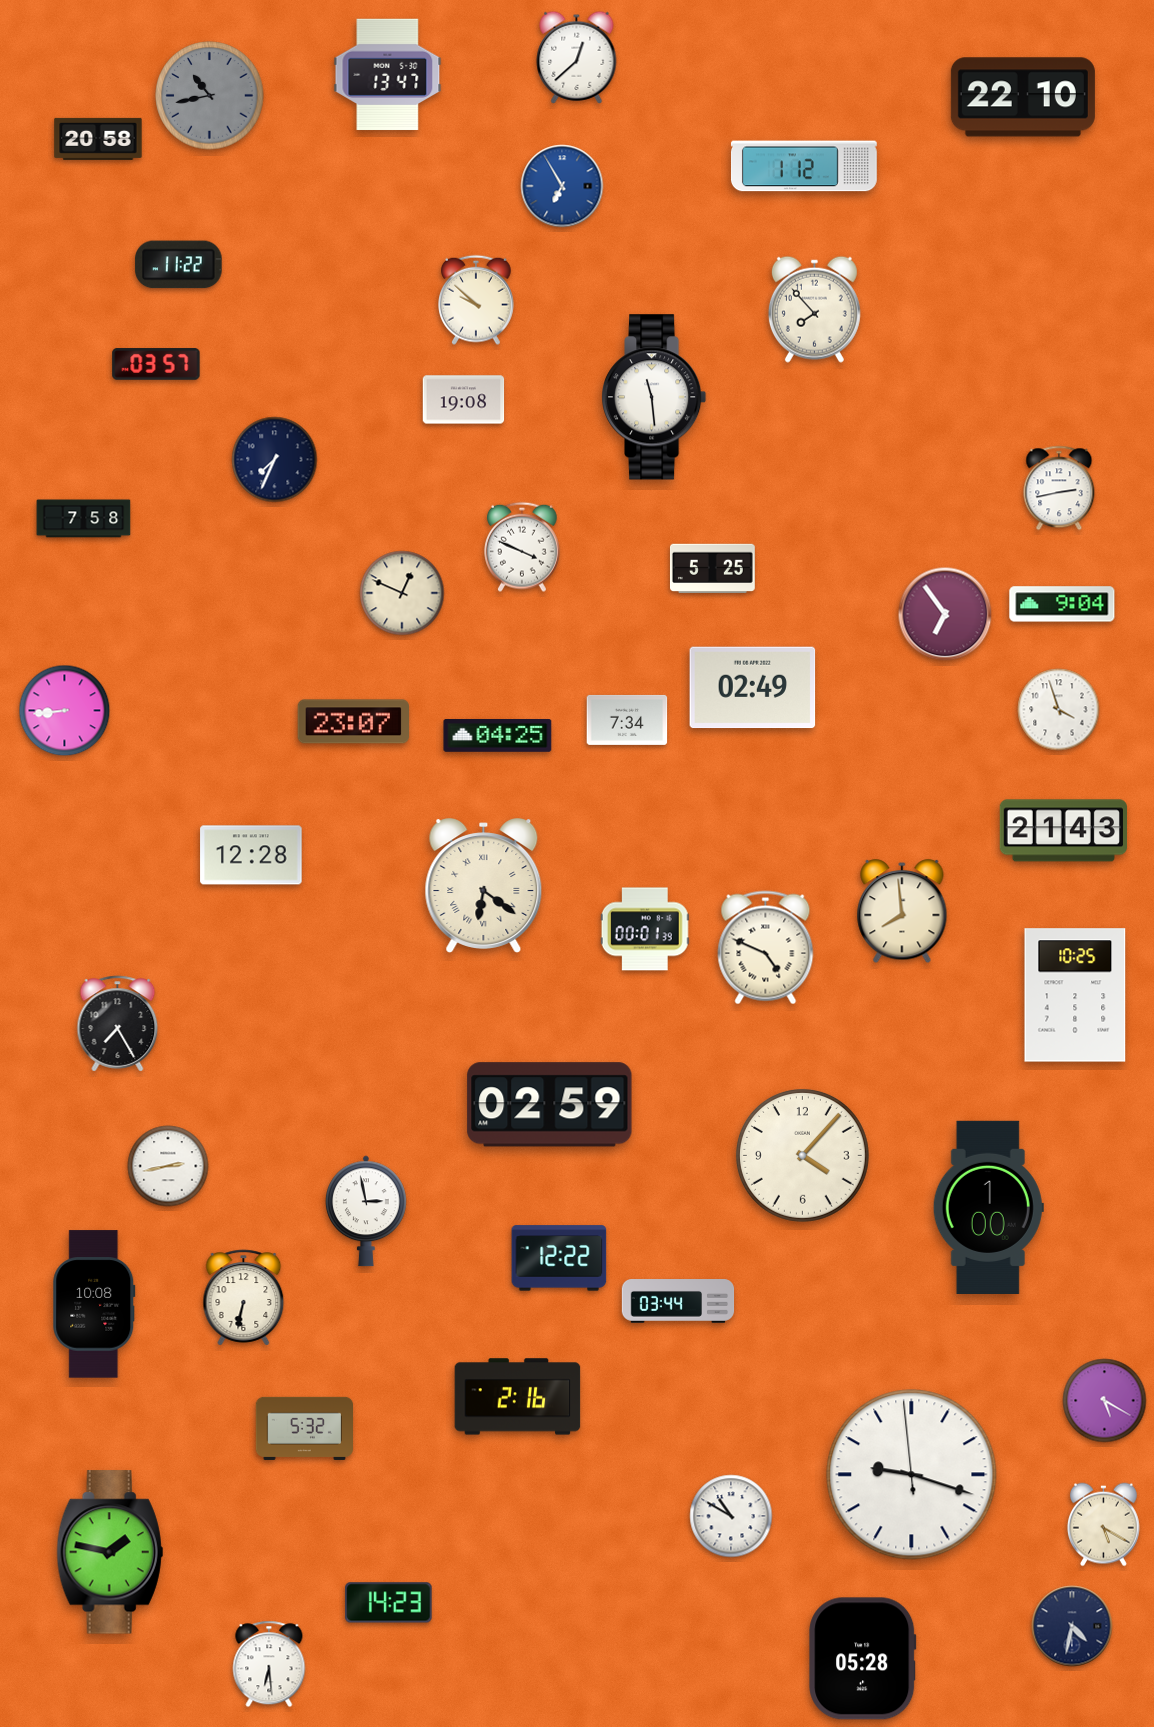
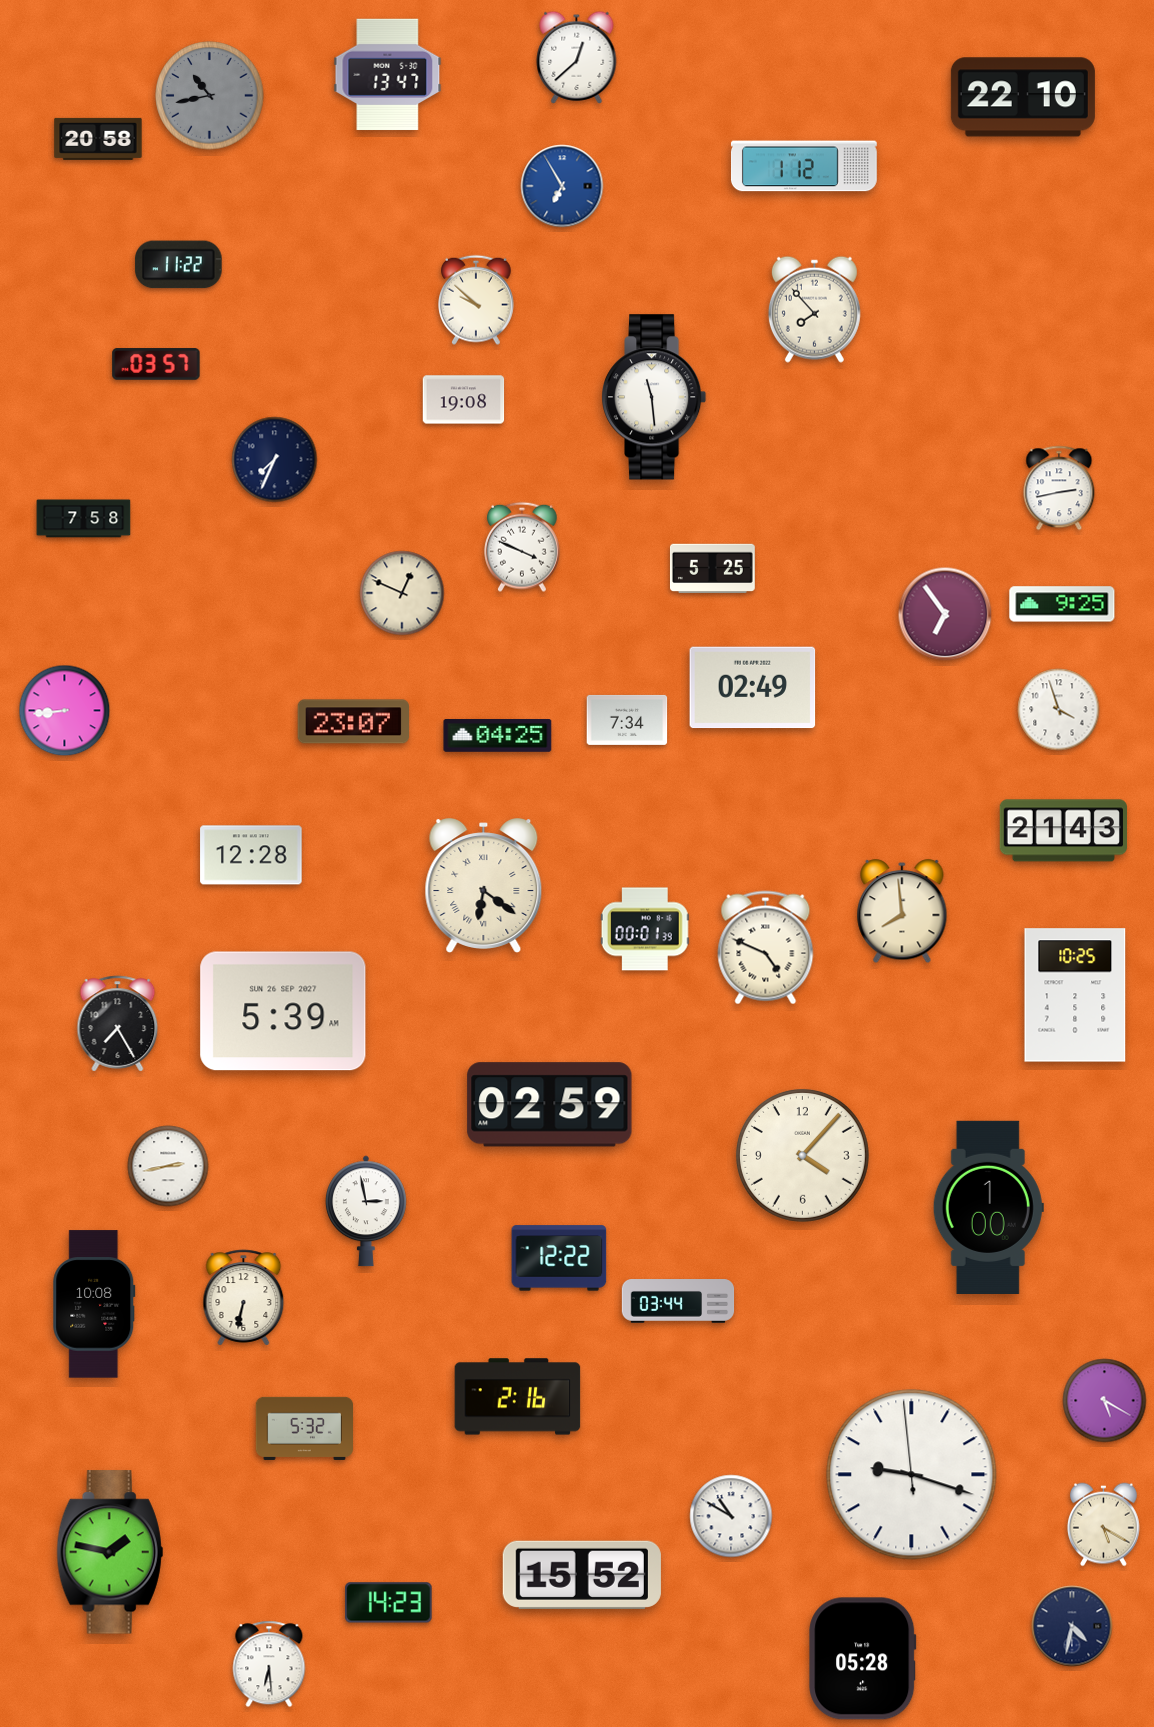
clock at (1062, 604): 9:04 -> 9:25
clock at (283, 1011): none -> 5:39
clock at (582, 1575): none -> 15:52
